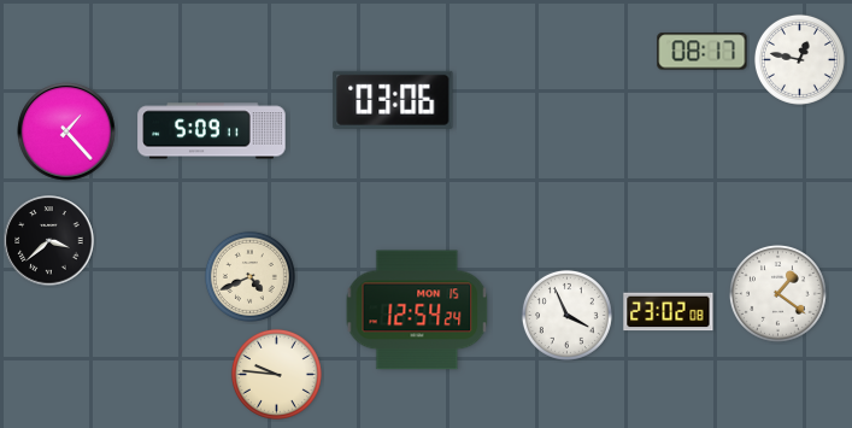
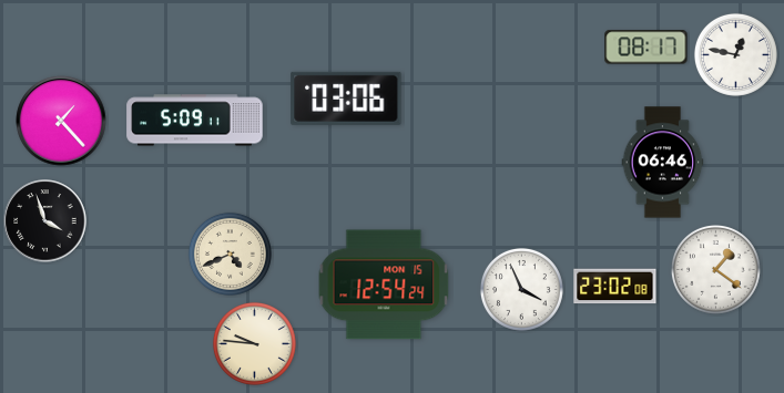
clock at (393, 100) position: (393, 100) -> (346, 99)
clock at (663, 163): none -> 06:46
clock at (49, 241): 3:38 -> 3:57
